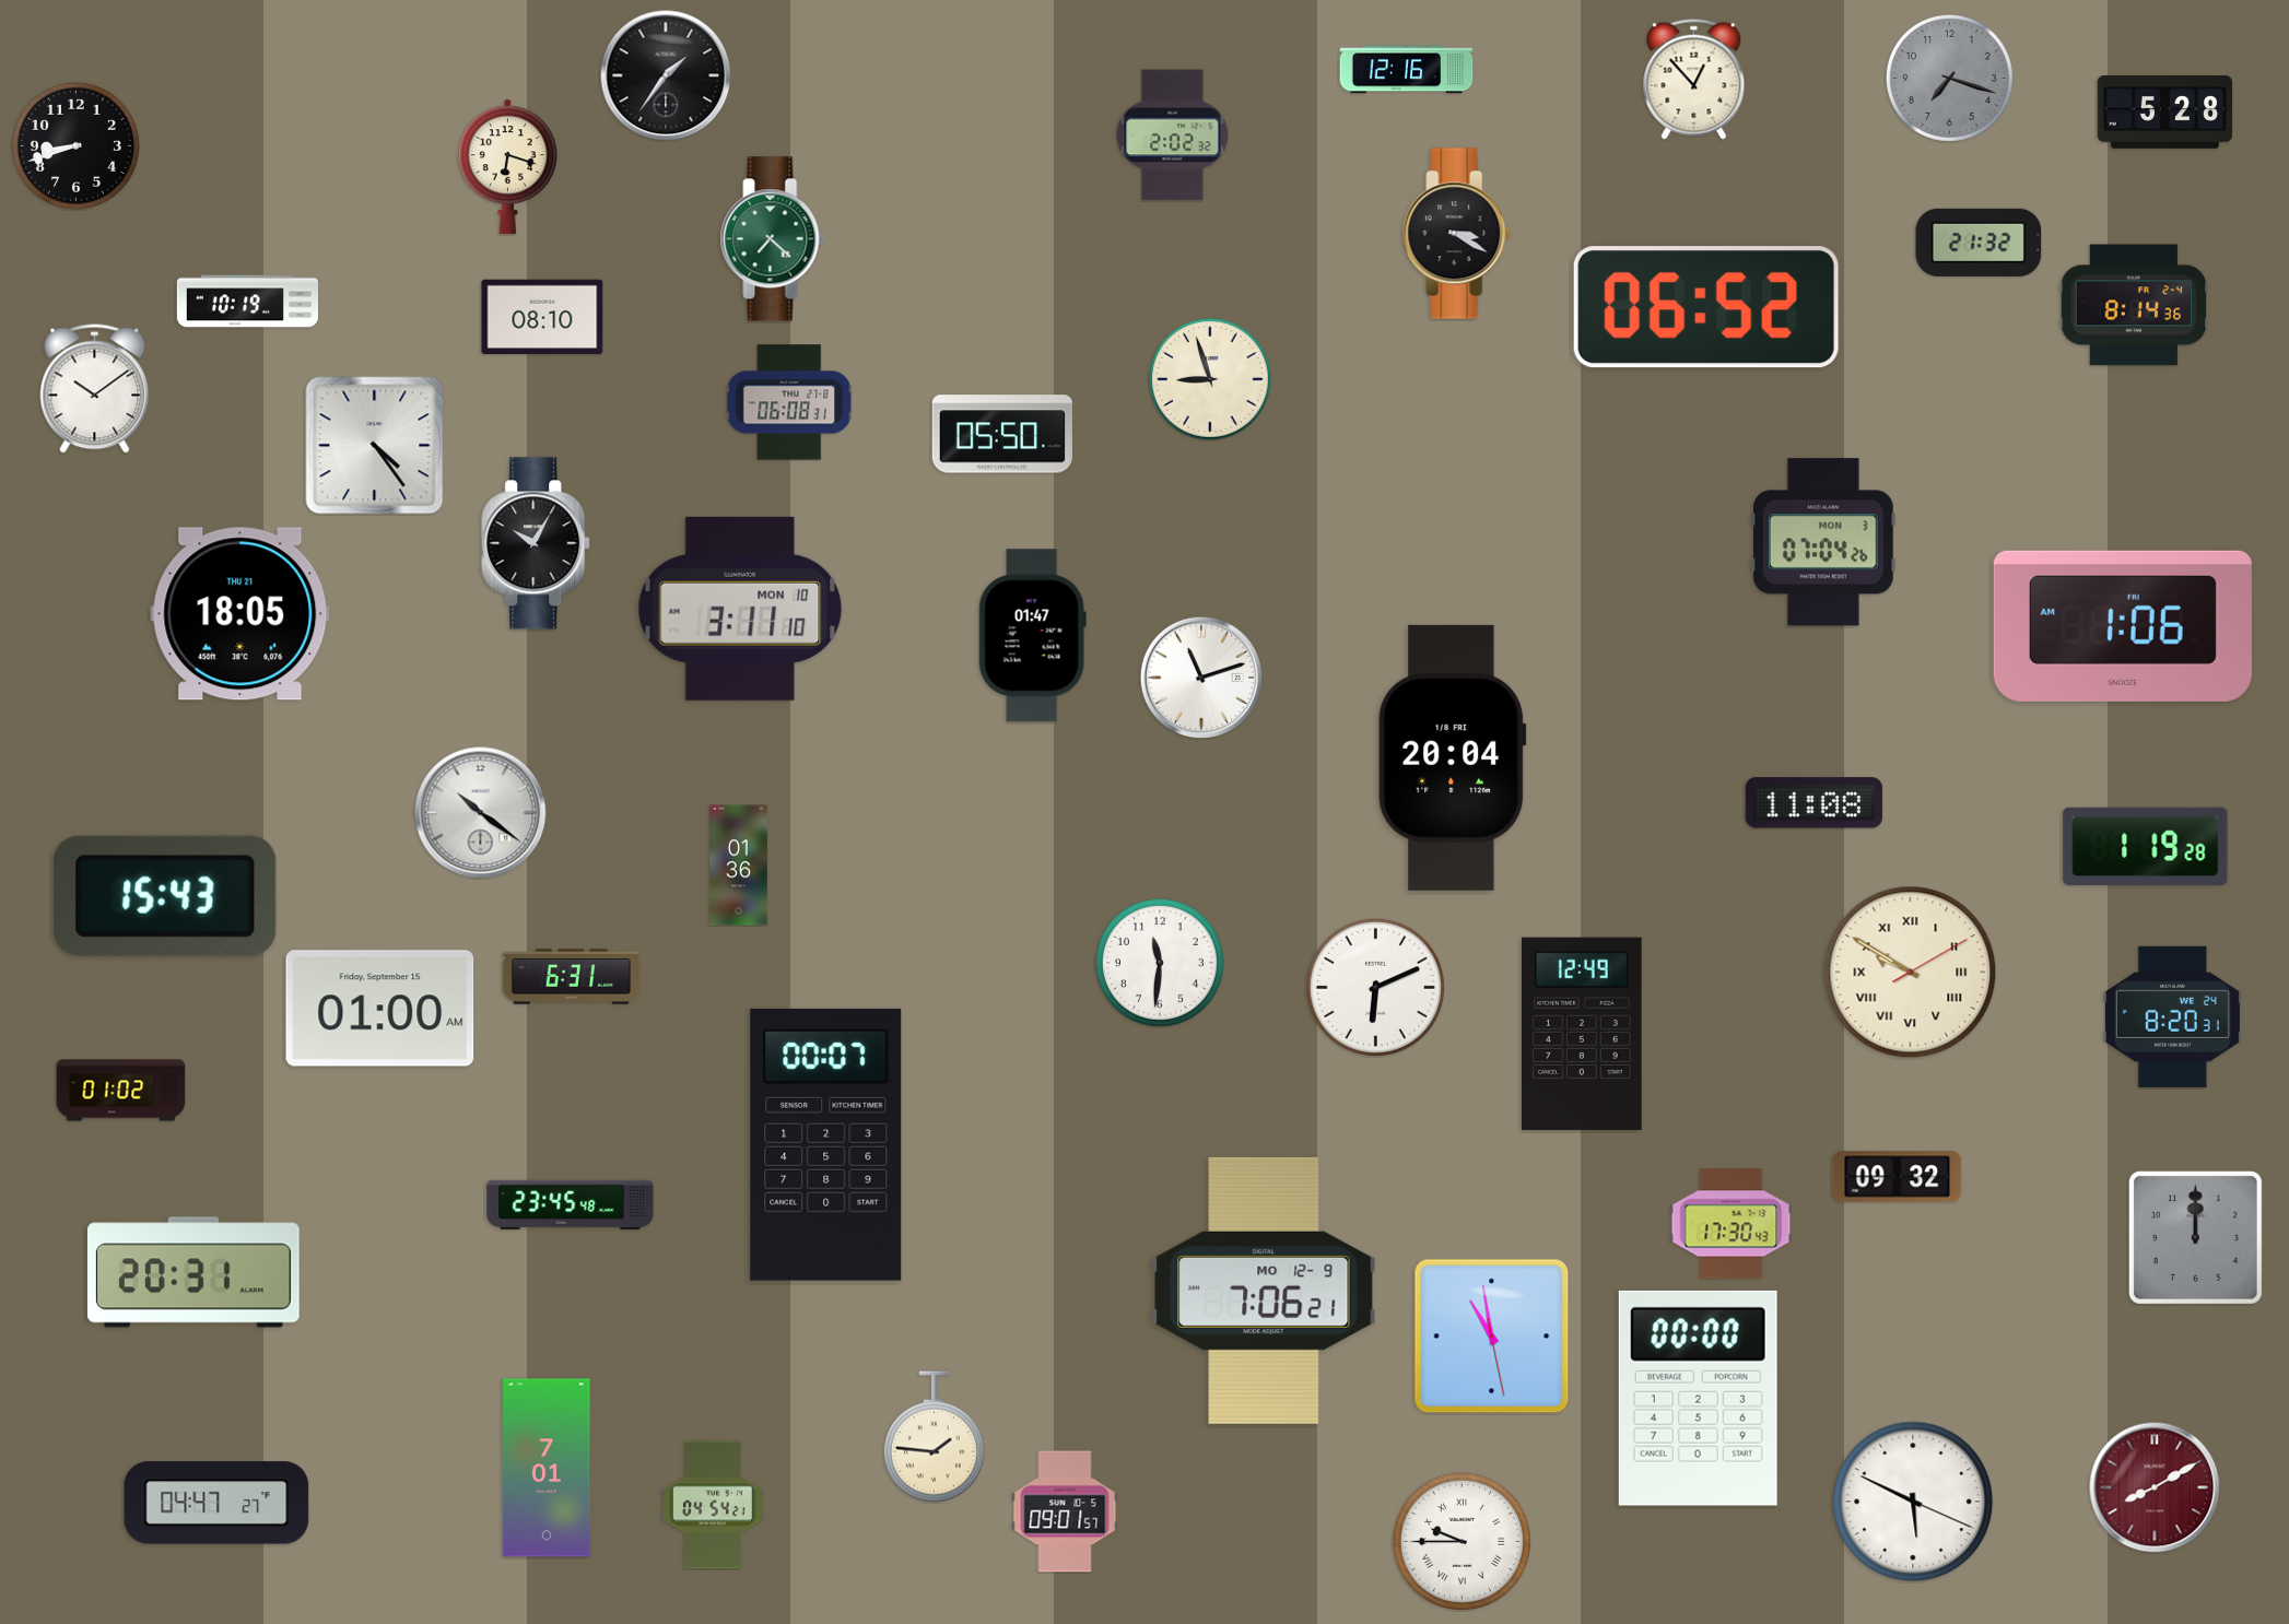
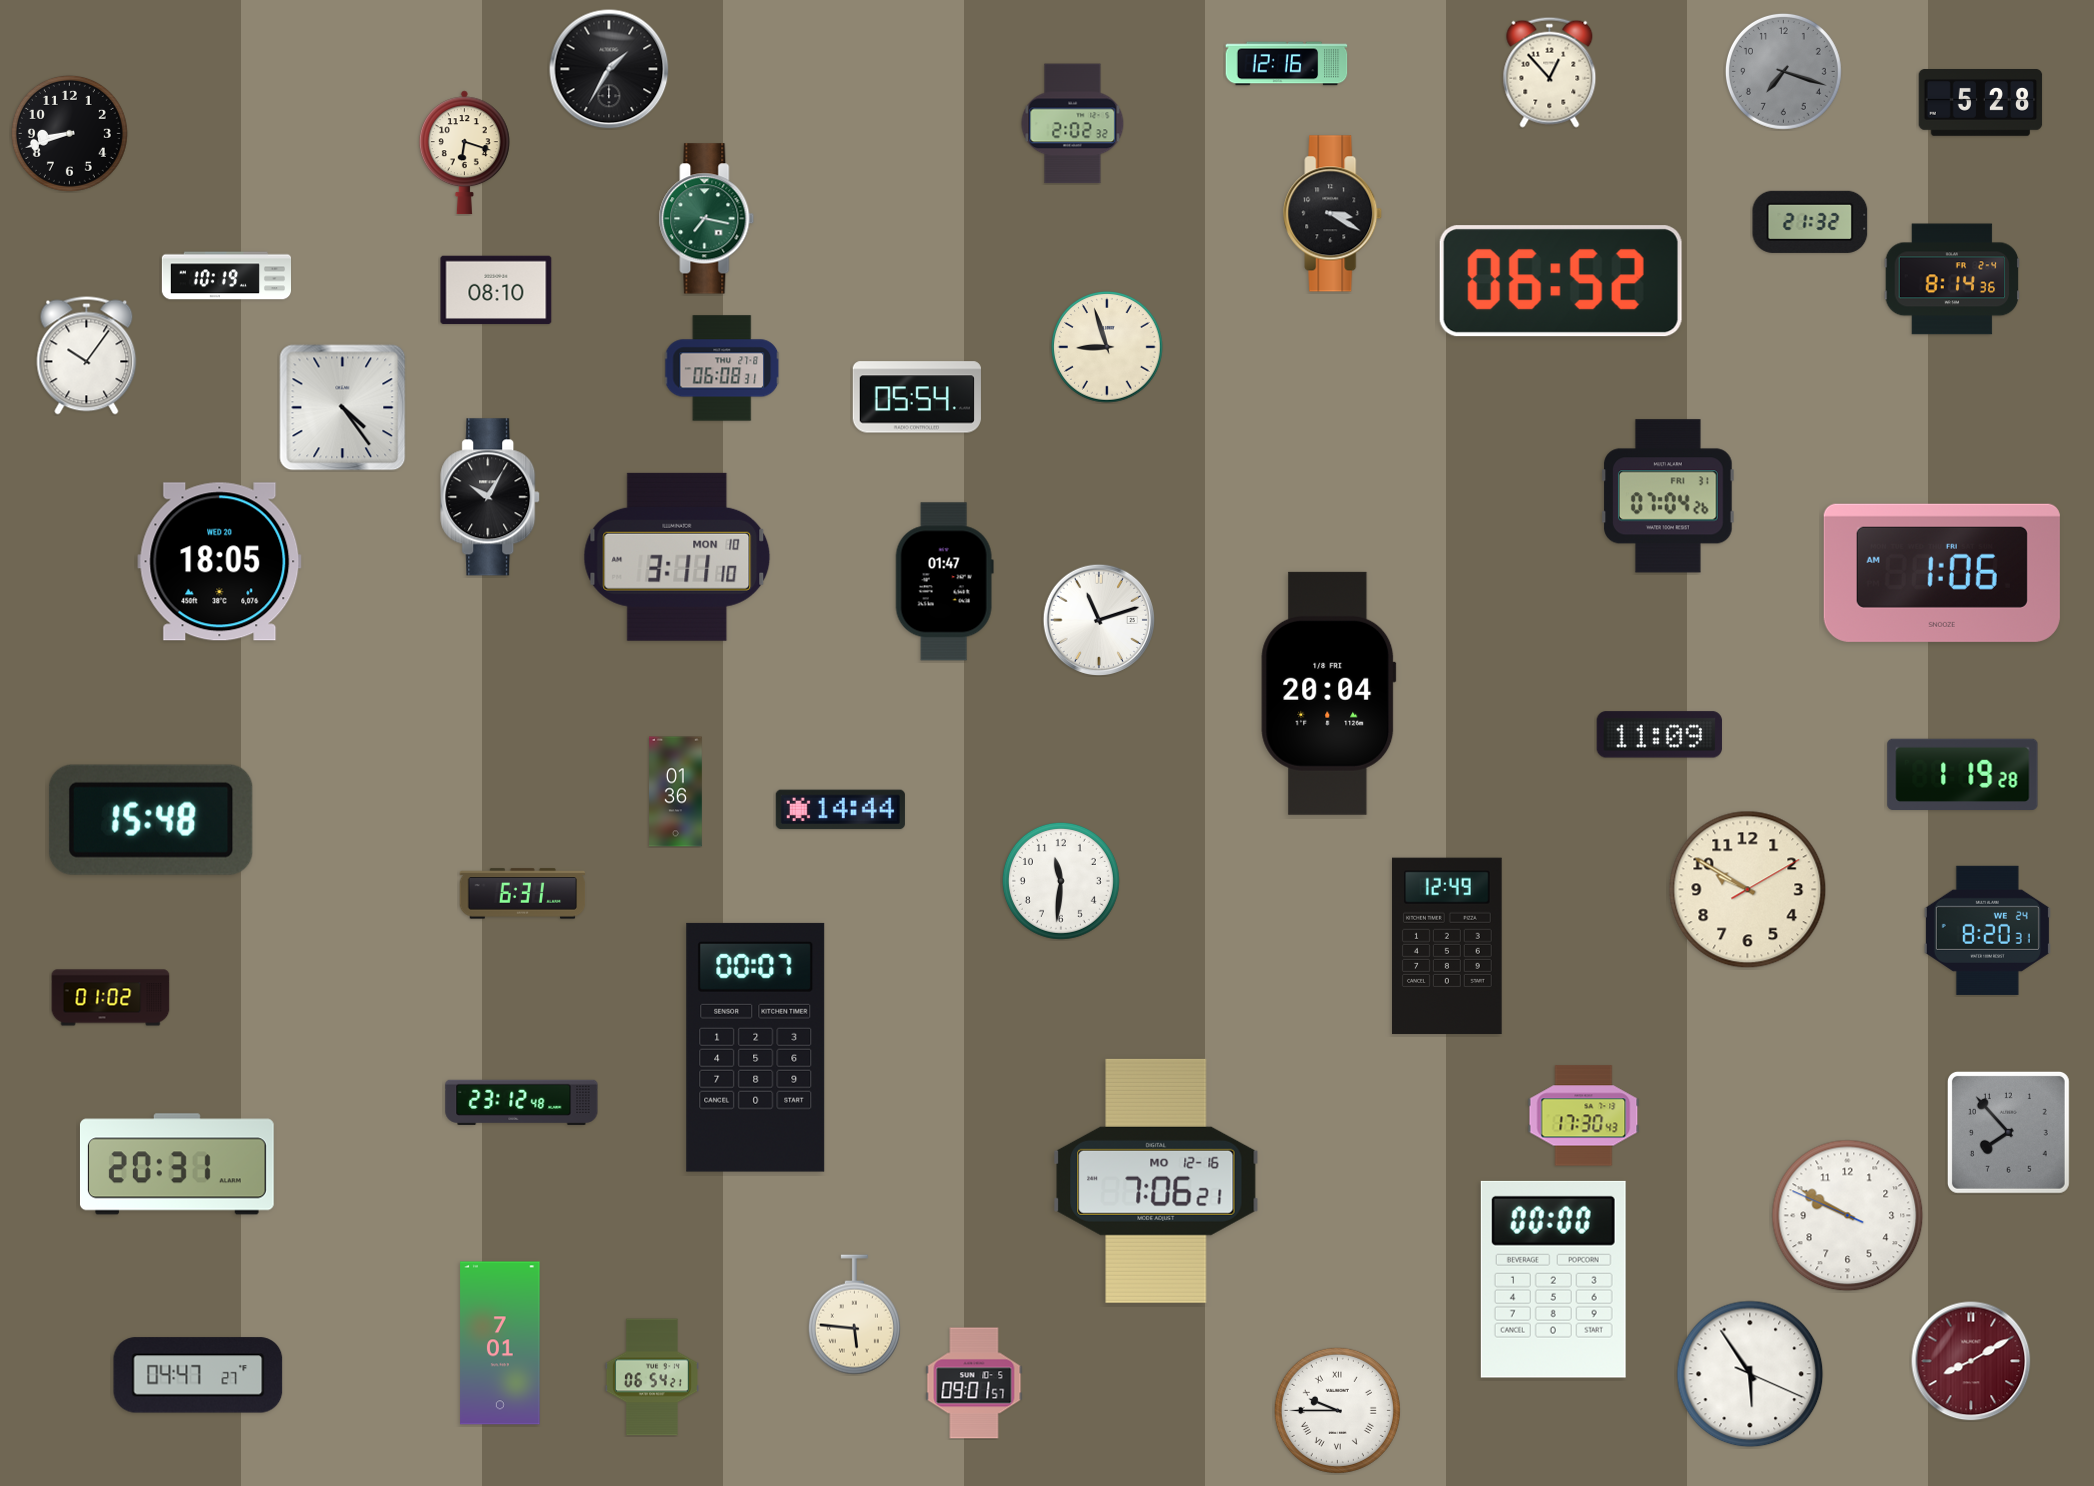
clock at (666, 75): 1:36 -> 1:35
clock at (773, 239): 7:22 -> 7:17
clock at (95, 389): 10:09 -> 10:06
clock at (1002, 434): 05:50 -> 05:54
clock at (1824, 542) date: MON 3 -> FRI 31
clock at (240, 614) date: THU 21 -> WED 20
clock at (1813, 803): 11:08 -> 11:09
clock at (481, 813): 10:21 -> none
clock at (840, 810): none -> 14:44
clock at (165, 896): 15:43 -> 15:48
clock at (1911, 973) numerals: Roman -> Arabic
clock at (1375, 987): 6:11 -> none
clock at (380, 1009): 01:00 -> none
clock at (1898, 1177): 09:32 -> none
clock at (571, 1204): 23:45 -> 23:12
clock at (1732, 1224) position: (1732, 1224) -> (1584, 1116)
clock at (2195, 1237): 12:00 -> 7:53
clock at (1264, 1291) date: MO 12-9 -> MO 12-16
clock at (1848, 1216): none -> 9:49
clock at (1492, 1337): 10:58 -> none
clock at (934, 1437): 1:46 -> 5:46
clock at (1913, 1502): 5:49 -> 5:54
clock at (713, 1505): 04:54 -> 06:54
